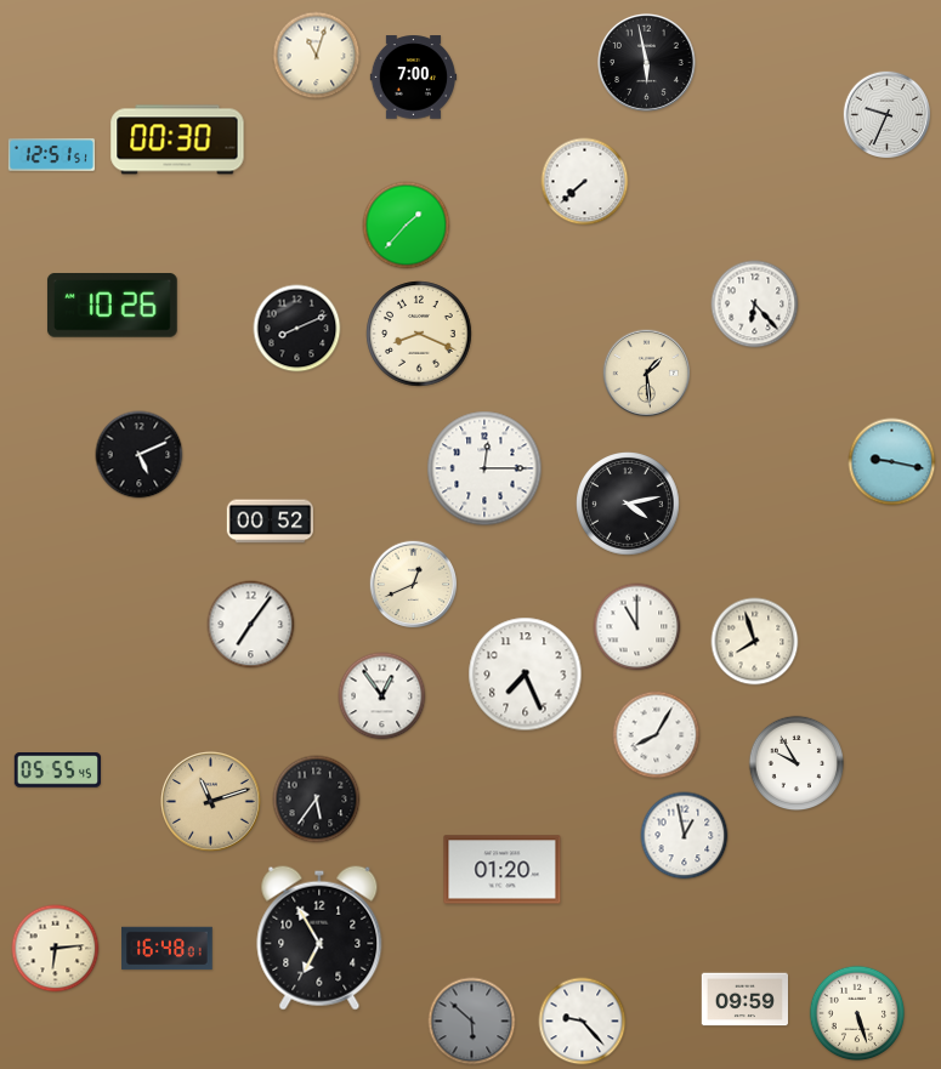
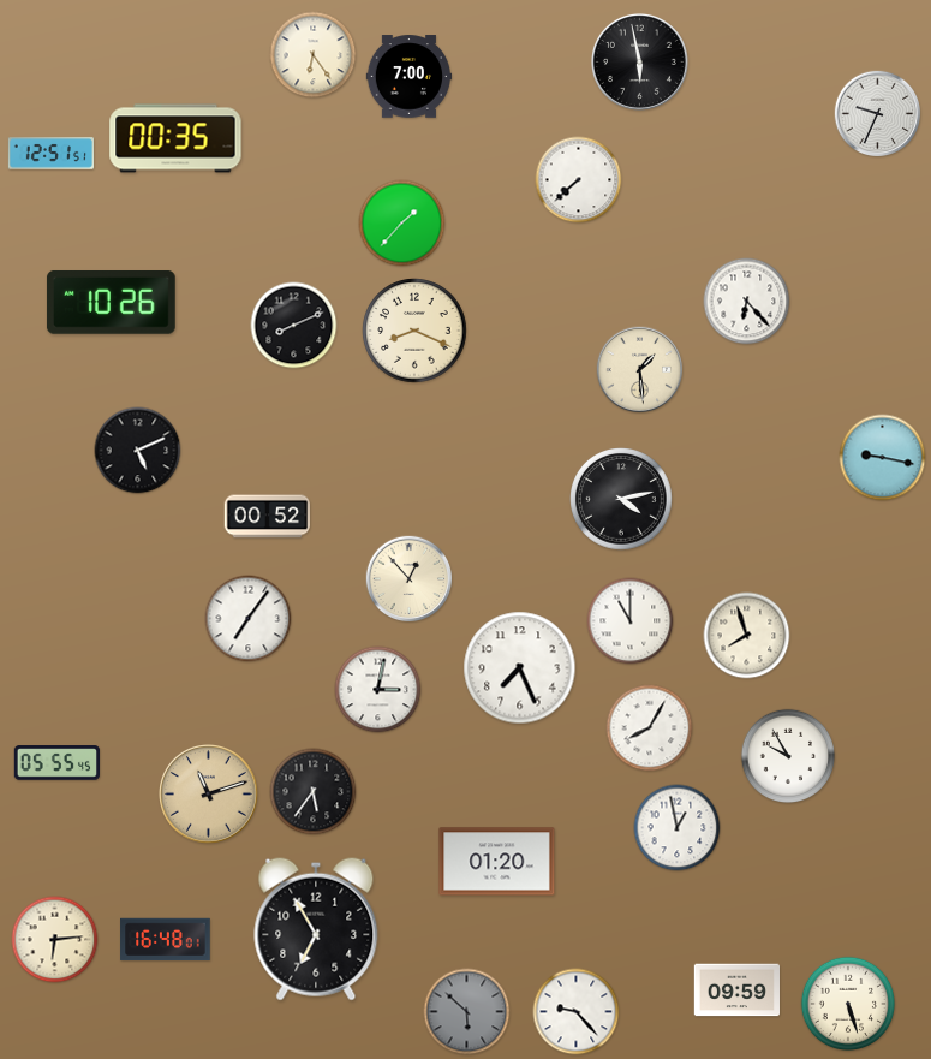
clock at (317, 56): 11:03 -> 6:24
clock at (177, 140): 00:30 -> 00:35
clock at (484, 468): 12:15 -> none
clock at (414, 585): 12:41 -> 12:53
clock at (382, 696): 12:54 -> 3:02
